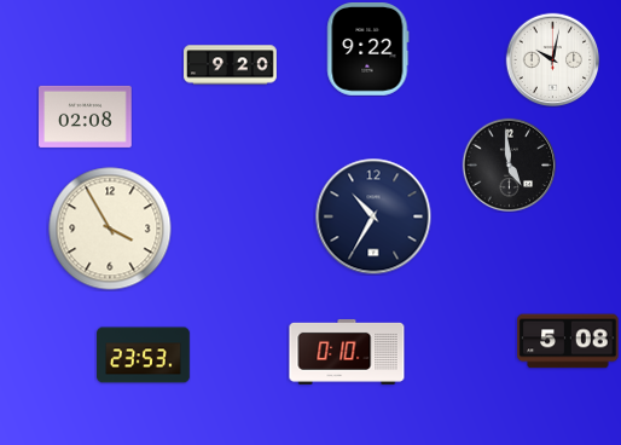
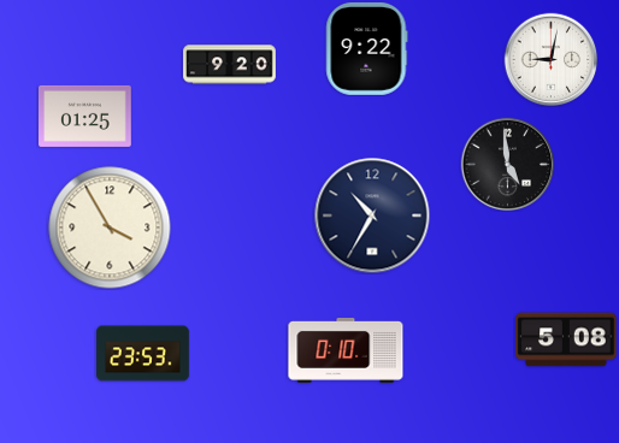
clock at (552, 59): 10:02 -> 9:02
clock at (86, 116): 02:08 -> 01:25
